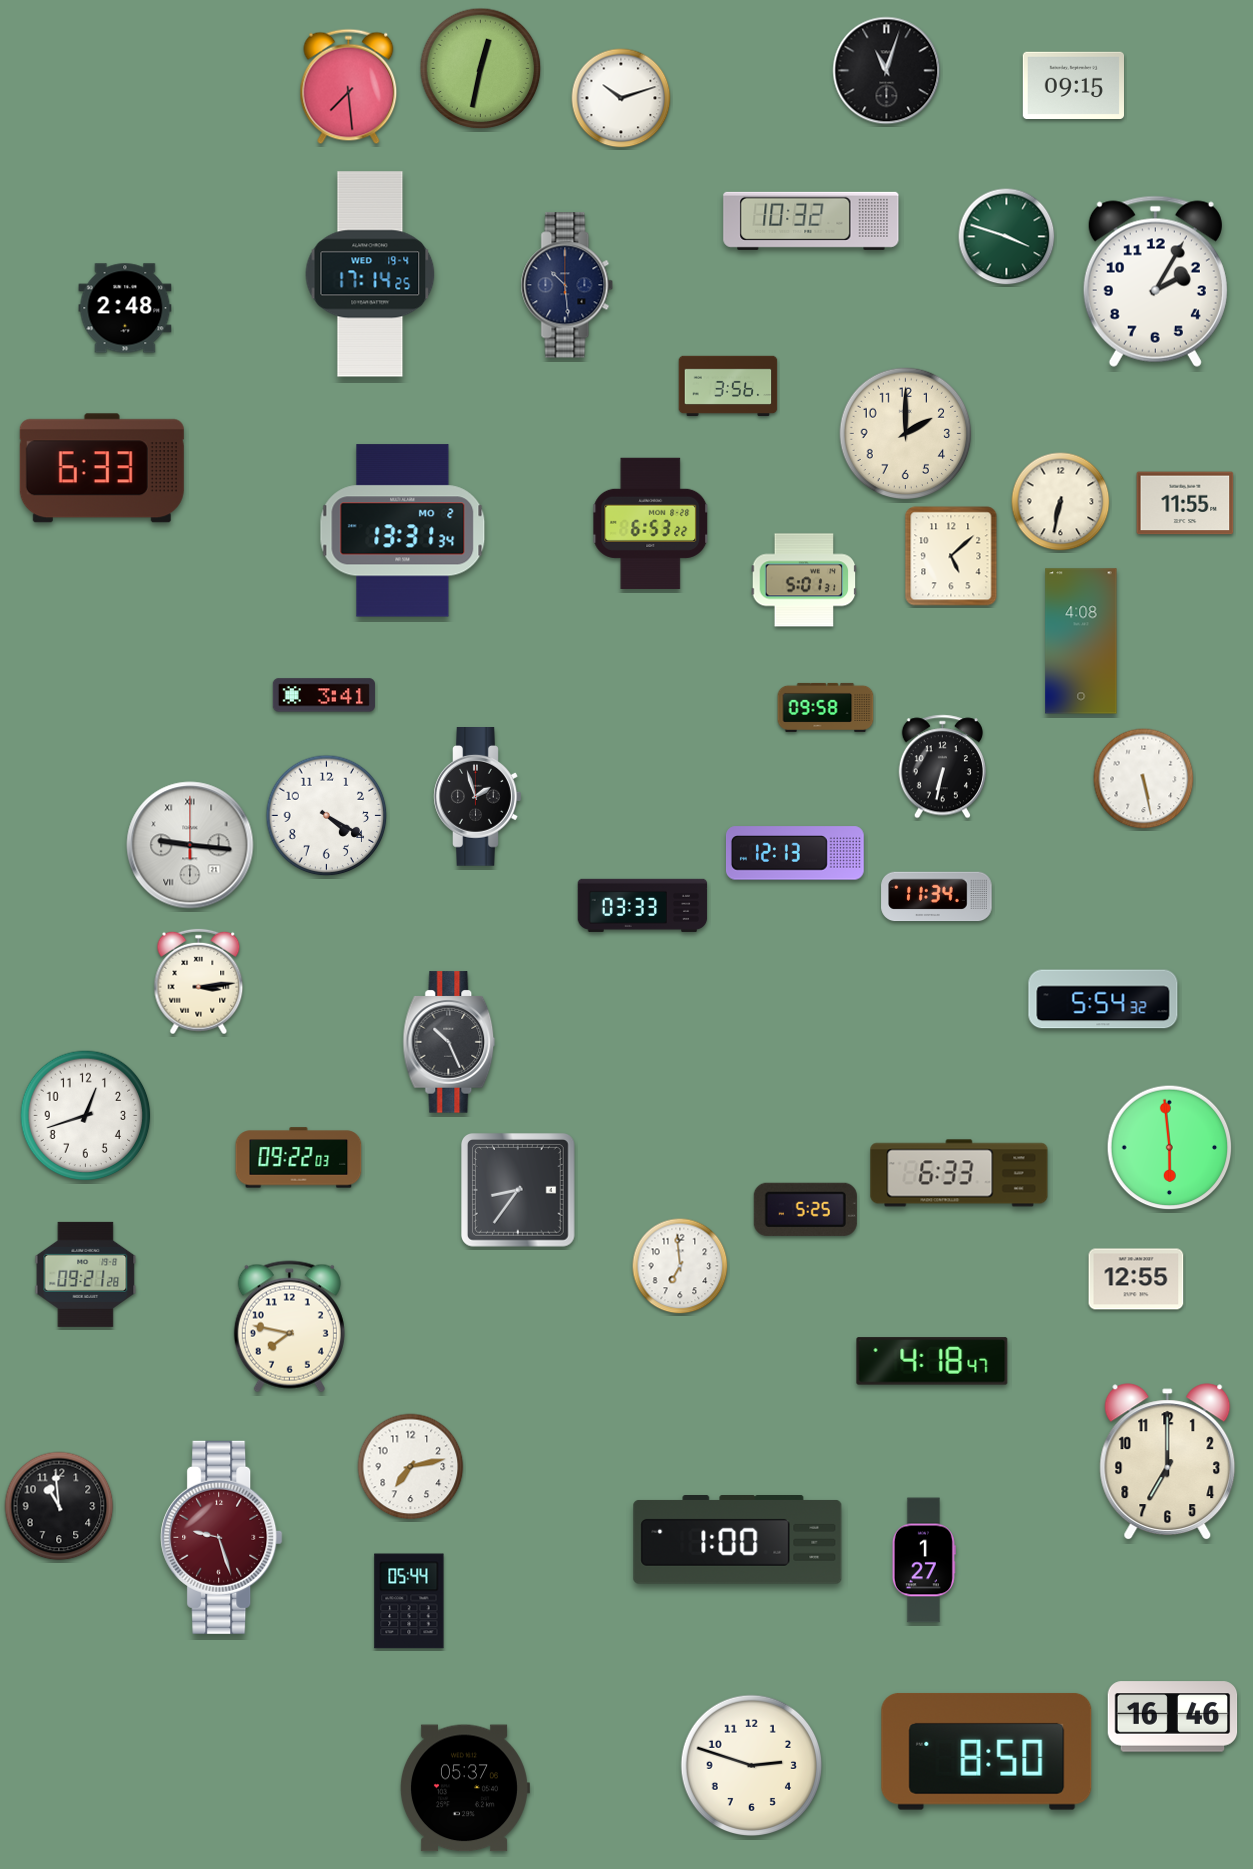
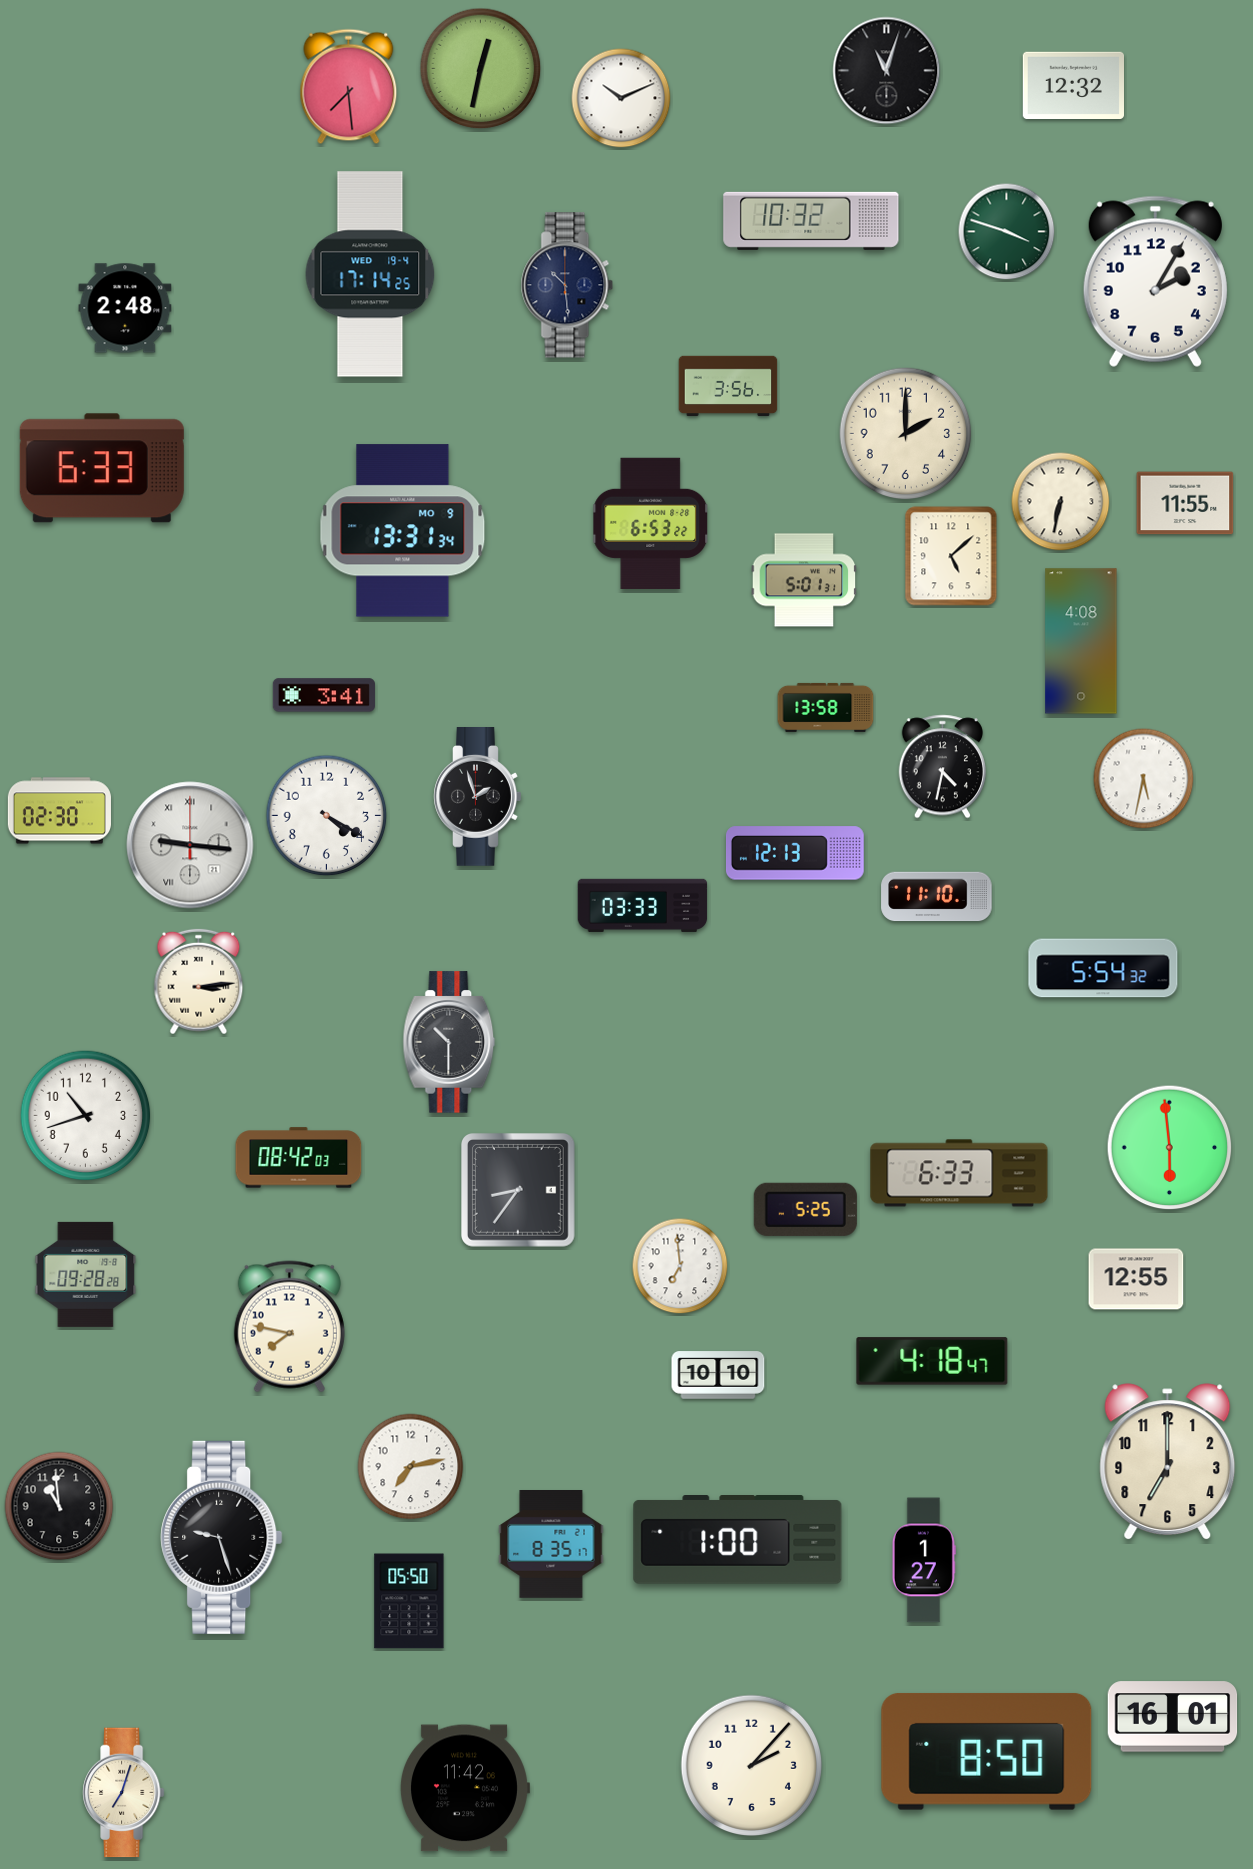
clock at (1073, 86): 09:15 -> 12:32
clock at (621, 98): 10:12 -> 10:11
clock at (1007, 237) position: (1007, 237) -> (1007, 232)
clock at (403, 531) date: MO 2 -> MO 9
clock at (826, 707): 09:58 -> 13:58
clock at (942, 767): 6:32 -> 4:32
clock at (1144, 779): 5:28 -> 5:32
clock at (59, 811): none -> 02:30
clock at (937, 897): 11:34 -> 11:10
clock at (1103, 999) position: (1103, 999) -> (1103, 968)
clock at (449, 1042): 10:26 -> 10:30
clock at (86, 1116): 12:42 -> 10:42
clock at (299, 1158): 09:22 -> 08:42
clock at (86, 1274): 09:21 -> 09:28
clock at (718, 1375): none -> 10:10
clock at (222, 1537) dial: burgundy -> black
clock at (551, 1545): none -> 8:35
clock at (409, 1601): 05:44 -> 05:50
clock at (1173, 1717): 16:46 -> 16:01
clock at (752, 1766): 2:48 -> 2:07
clock at (464, 1788): 05:37 -> 11:42
clock at (124, 1793): none -> 7:03
